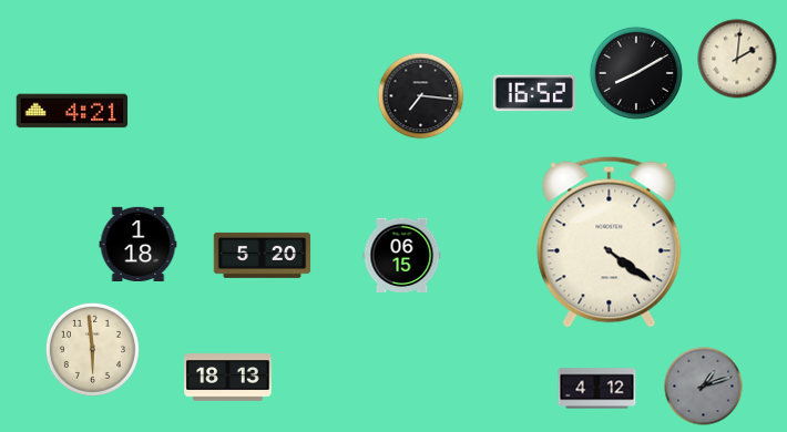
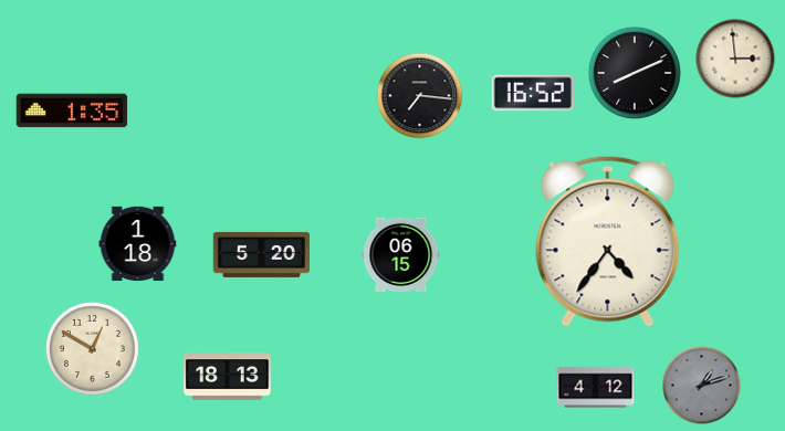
clock at (737, 59): 2:01 -> 2:59
clock at (636, 73): 8:10 -> 8:11
clock at (72, 111): 4:21 -> 1:35
clock at (610, 241): 4:21 -> 4:36
clock at (92, 349): 5:59 -> 12:50
